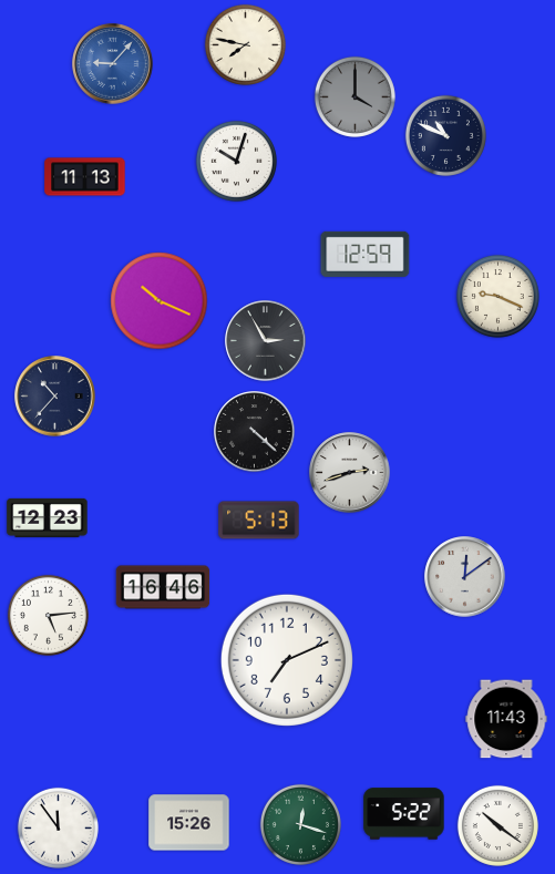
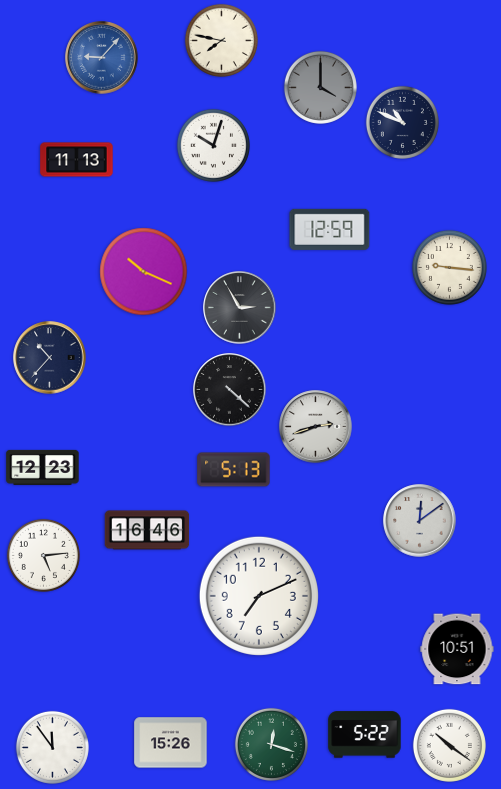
clock at (497, 296): 9:19 -> 9:16
clock at (506, 719): 11:43 -> 10:51
